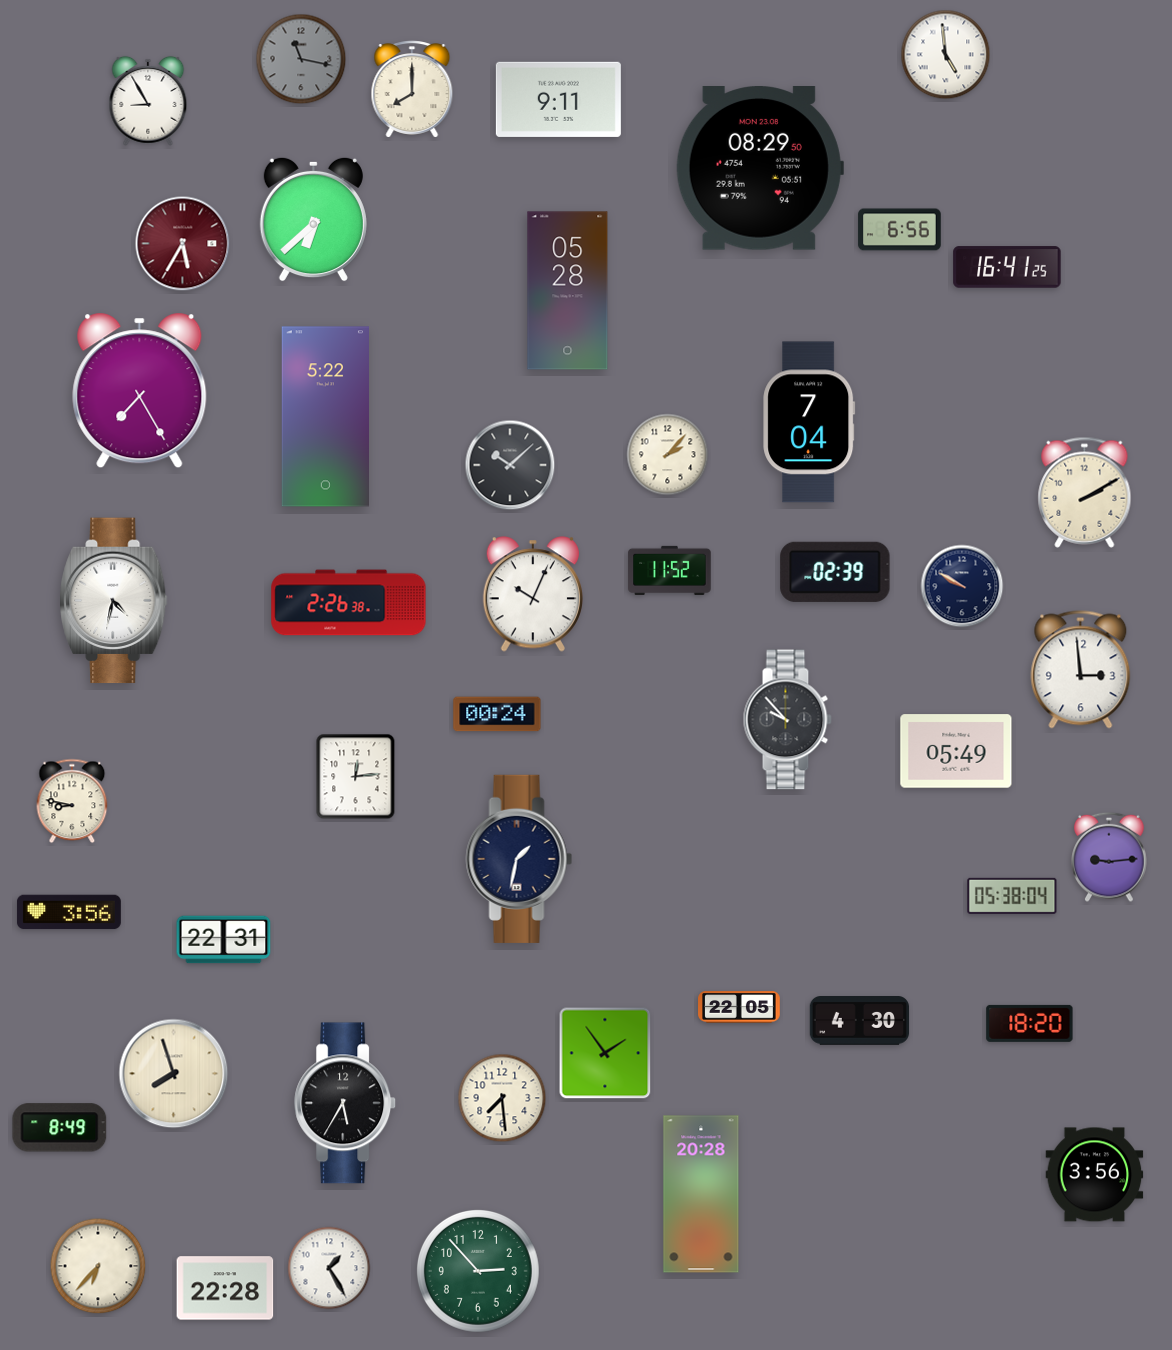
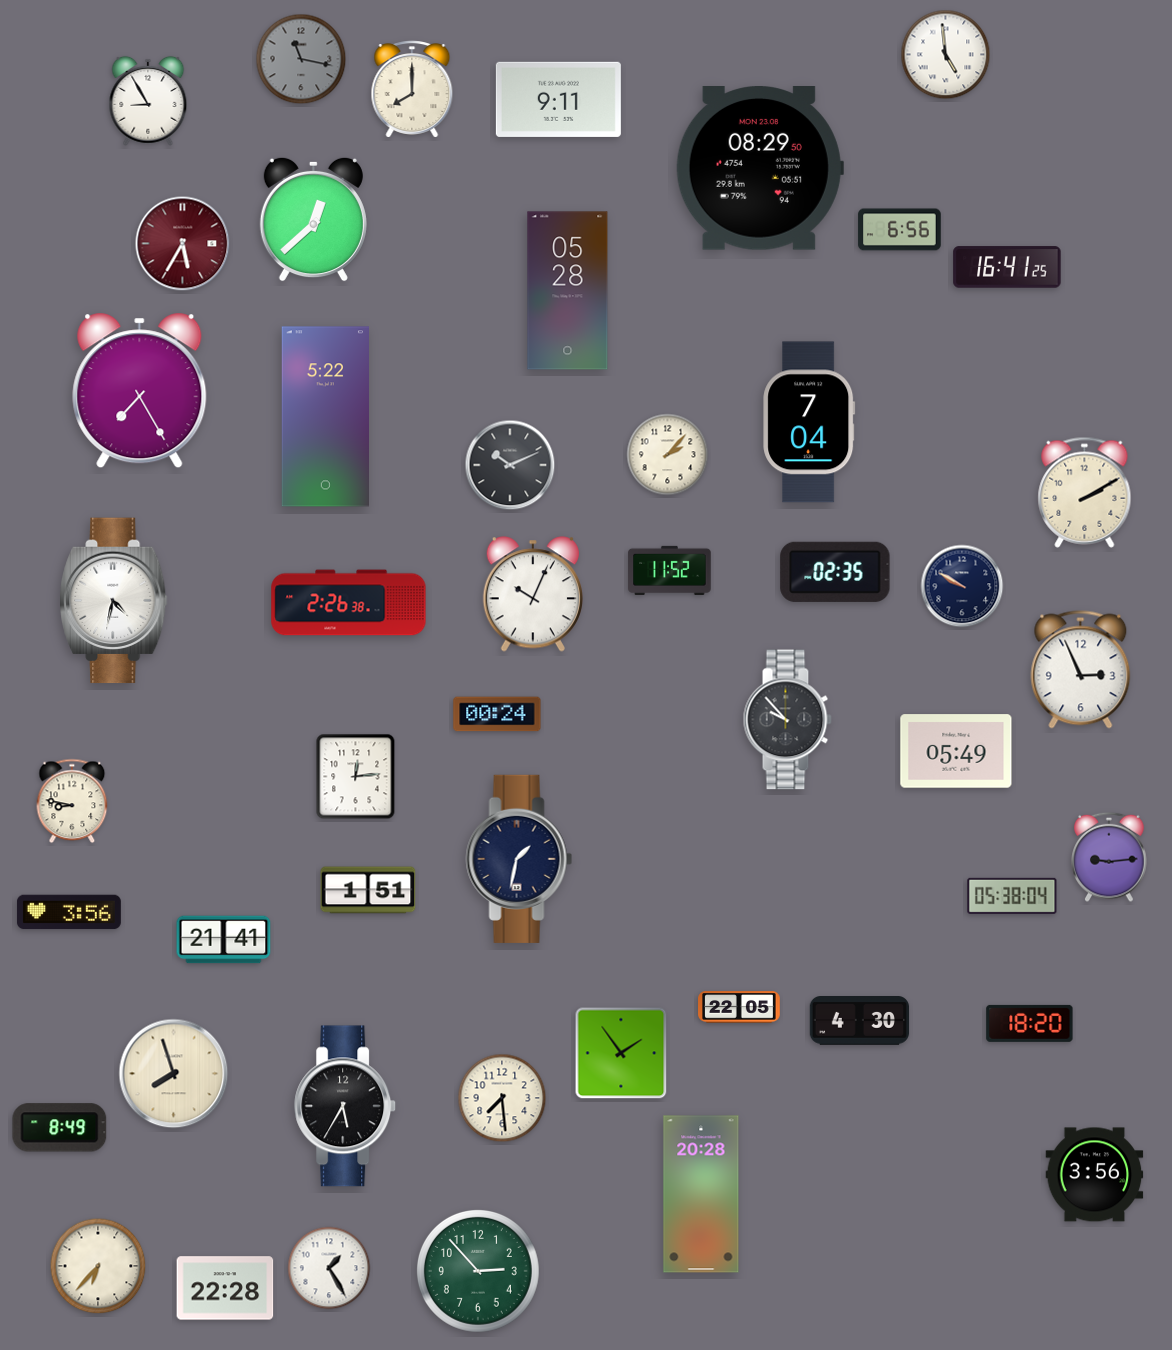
clock at (313, 219): 6:38 -> 12:38
clock at (510, 465): 10:08 -> 10:11
clock at (835, 572): 02:39 -> 02:35
clock at (1081, 670): 2:59 -> 2:56
clock at (368, 890): none -> 1:51
clock at (224, 940): 22:31 -> 21:41
clock at (605, 1053) position: (605, 1053) -> (621, 1053)
clock at (346, 1103) position: (346, 1103) -> (346, 1106)
